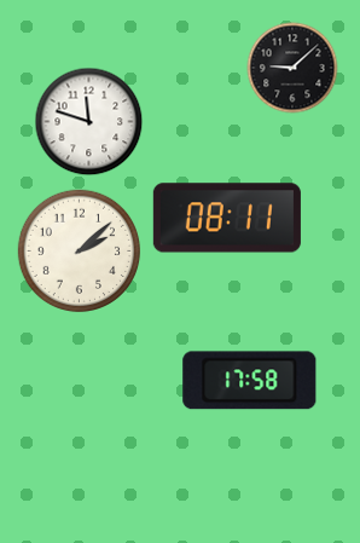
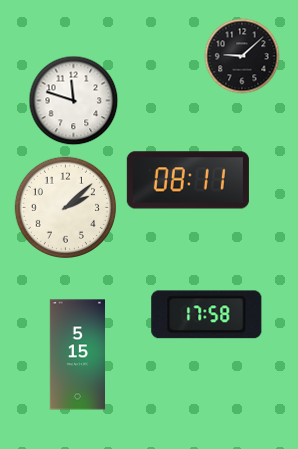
clock at (77, 355): none -> 5:15
